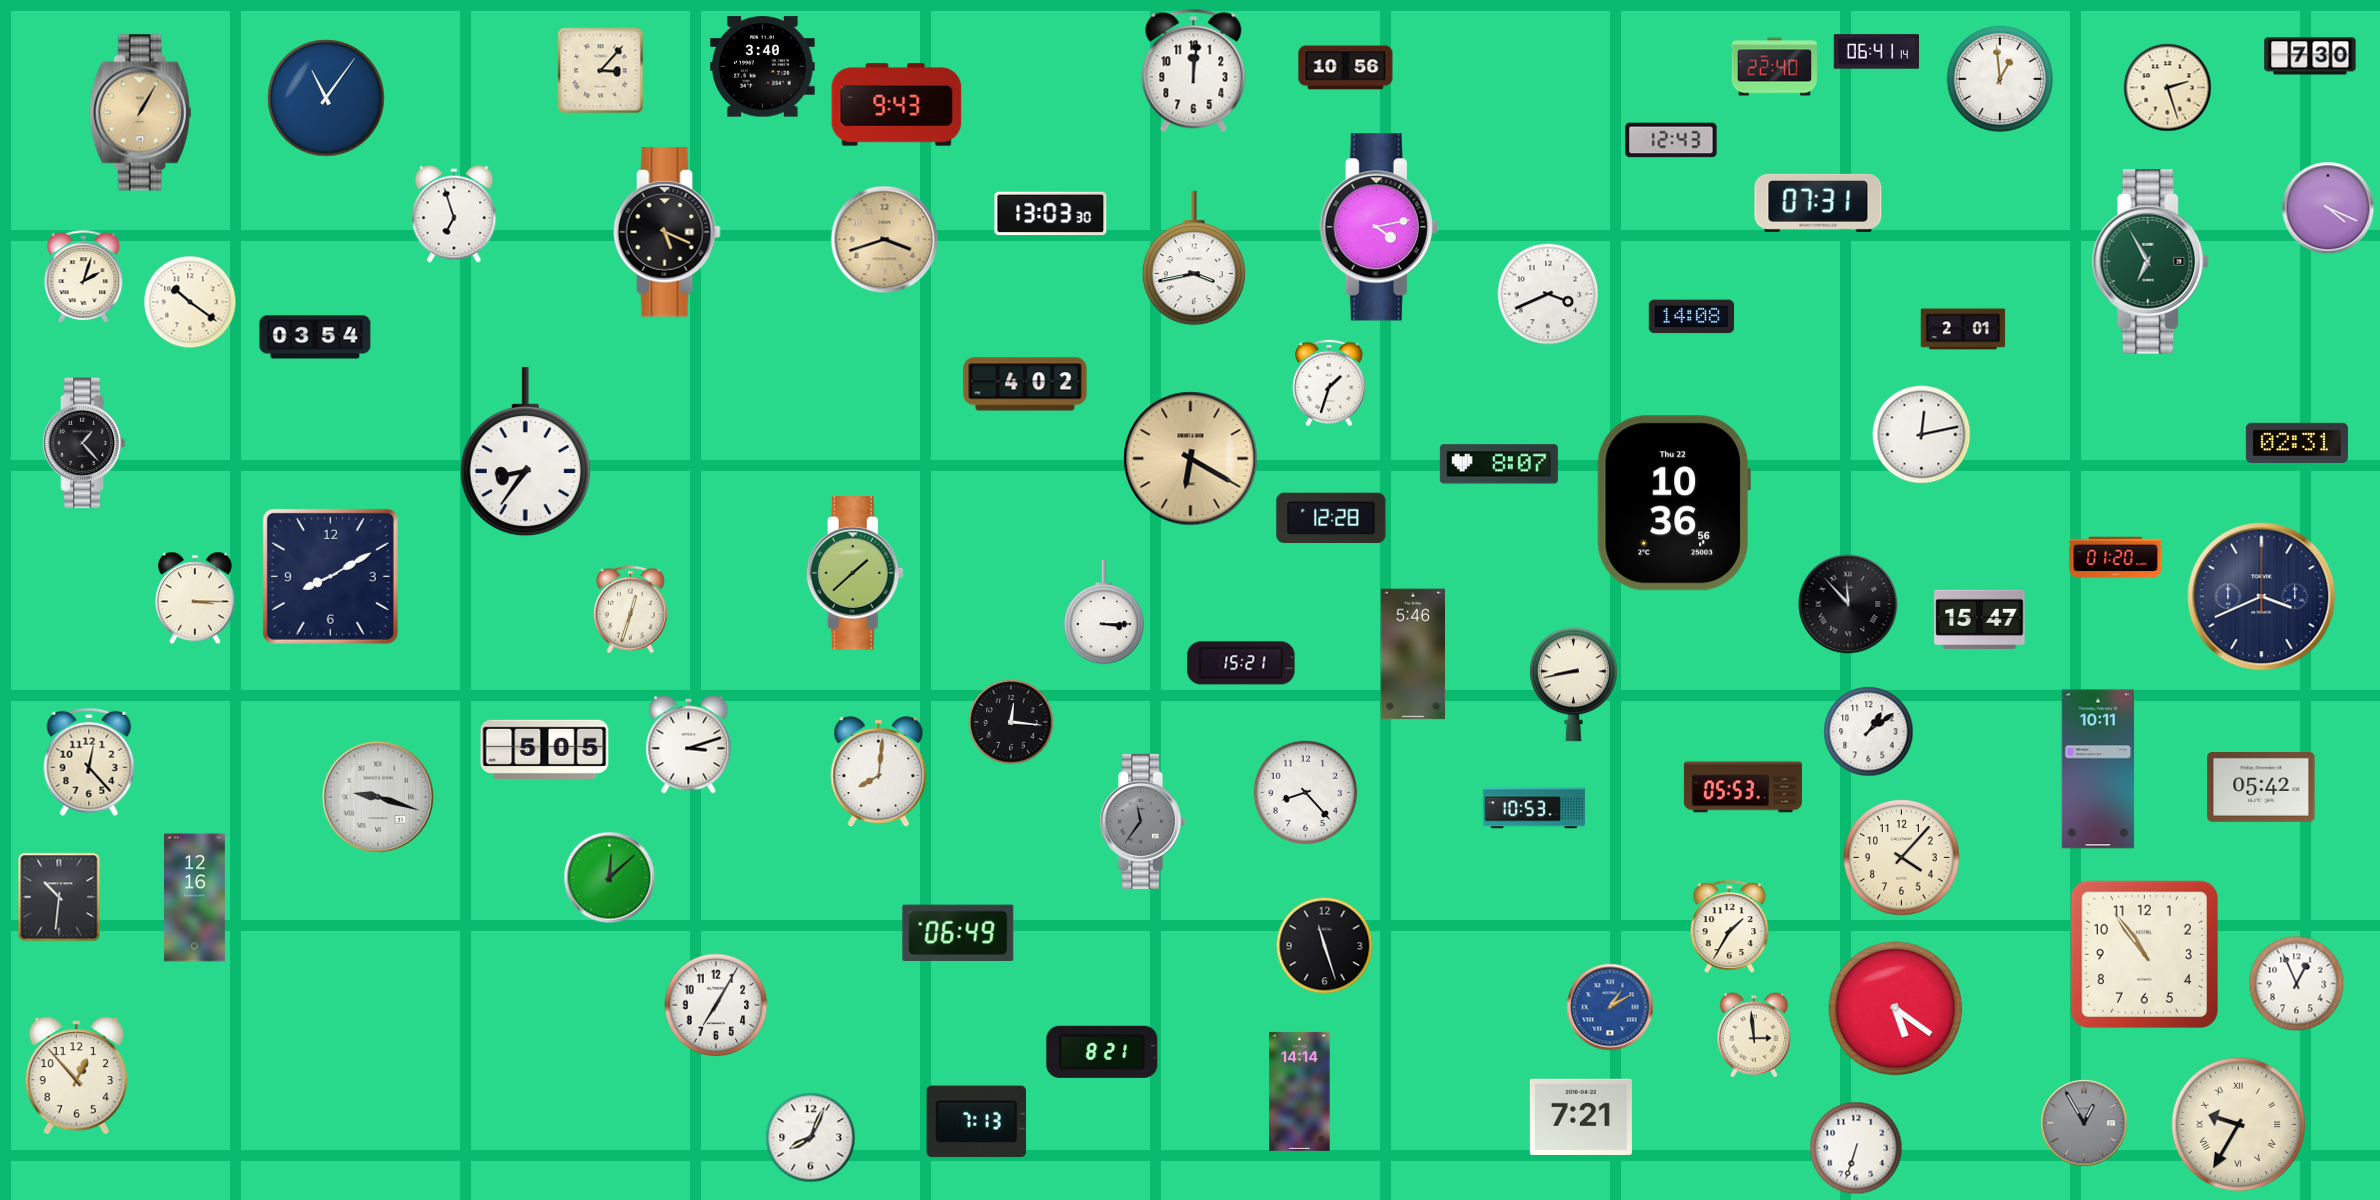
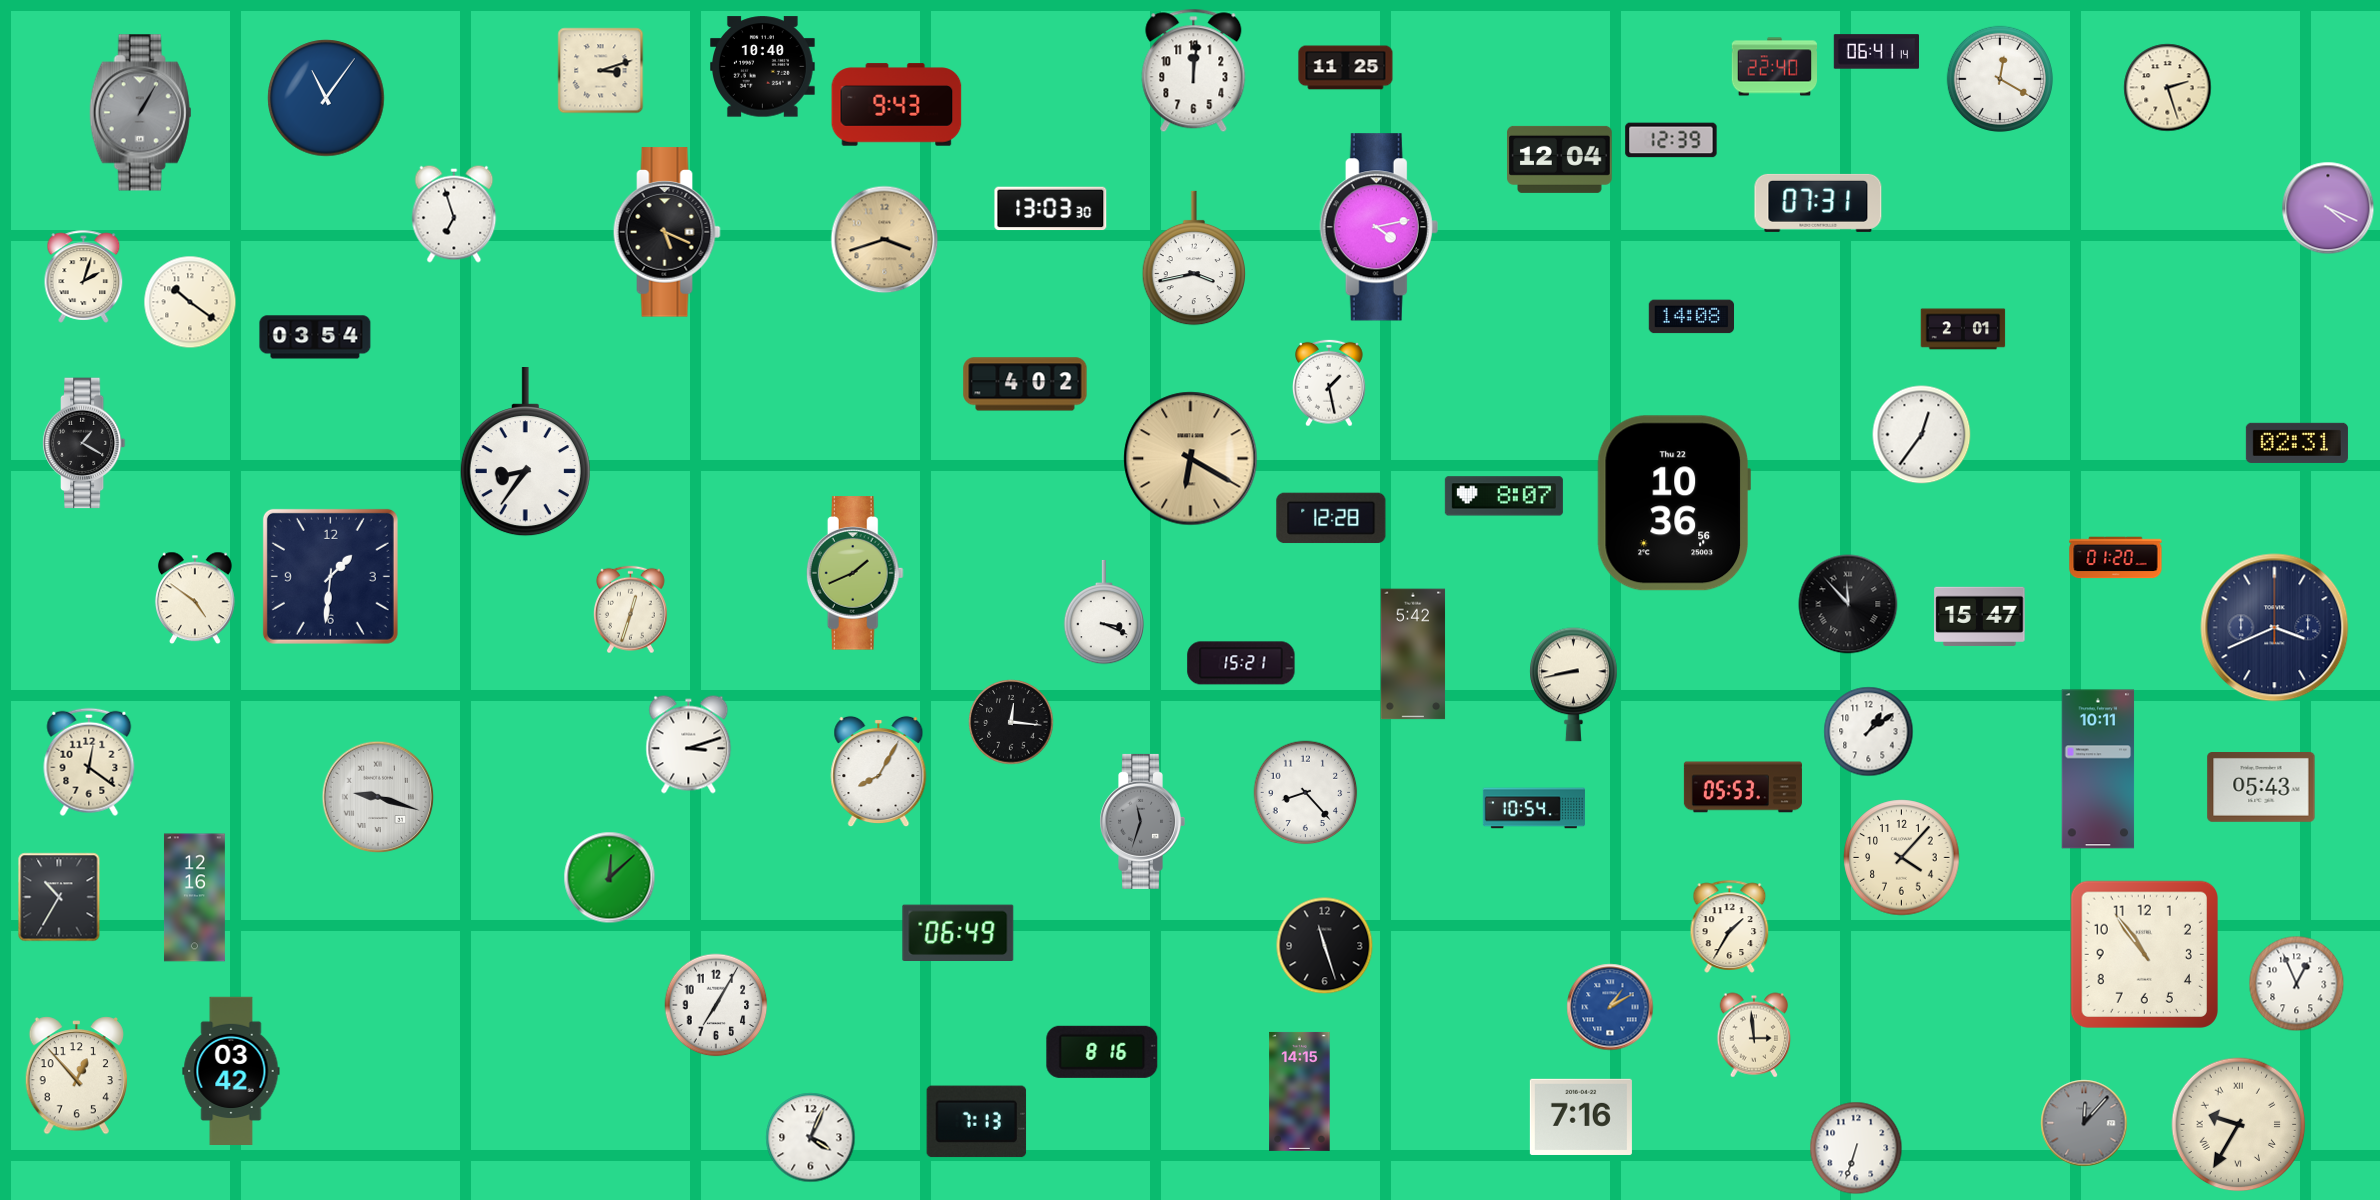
clock at (2310, 56): 7:30 -> none
clock at (763, 67): 3:40 -> 10:40
clock at (1346, 68): 10:56 -> 11:25
clock at (601, 71): 3:07 -> 3:12
clock at (1999, 78): 12:59 -> 12:20
clock at (141, 113) dial: champagne -> grey
clock at (1671, 140): 12:43 -> 12:39
clock at (1560, 159): none -> 12:04
clock at (1051, 214) position: (1051, 214) -> (1051, 209)
clock at (2151, 262): 6:55 -> none
clock at (1548, 294): 3:41 -> none
clock at (1330, 383): 1:33 -> 1:28
clock at (1922, 435): 12:13 -> 12:36
clock at (84, 443): 1:23 -> 1:20
clock at (1499, 464) position: (1499, 464) -> (1504, 496)
clock at (855, 573): 1:38 -> 1:41
clock at (330, 576): 8:10 -> 1:31
clock at (2262, 597) position: (2262, 597) -> (2275, 628)
clock at (195, 598): 3:15 -> 4:51
clock at (1103, 612): 3:15 -> 3:19
clock at (1980, 619) position: (1980, 619) -> (1980, 616)
clock at (1413, 654): 5:46 -> 5:42
clock at (545, 749): 5:05 -> none
clock at (89, 762): 12:23 -> 12:21
clock at (879, 772): 8:01 -> 8:05
clock at (2261, 788): 05:42 -> 05:43
clock at (1534, 808): 10:53 -> 10:54
clock at (1142, 821): 11:36 -> 11:33
clock at (59, 897): 10:31 -> 10:35
clock at (1896, 1009): 5:21 -> none
clock at (1102, 1052): 8:21 -> 8:16
clock at (231, 1071): none -> 03:42
clock at (1300, 1091): 14:14 -> 14:15
clock at (1581, 1117): 7:21 -> 7:16
clock at (2084, 1123): 12:55 -> 12:07
clock at (811, 1138): 8:04 -> 4:04
